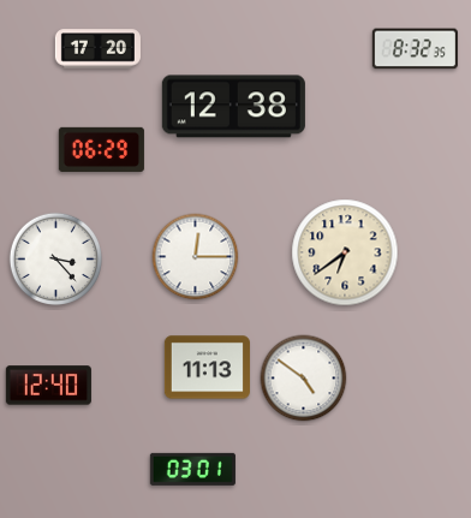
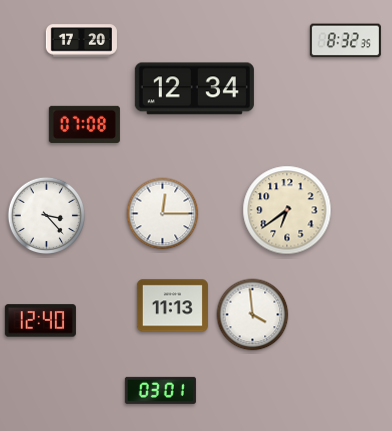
clock at (233, 107): 12:38 -> 12:34
clock at (101, 149): 06:29 -> 07:08
clock at (304, 379): 4:51 -> 3:59
